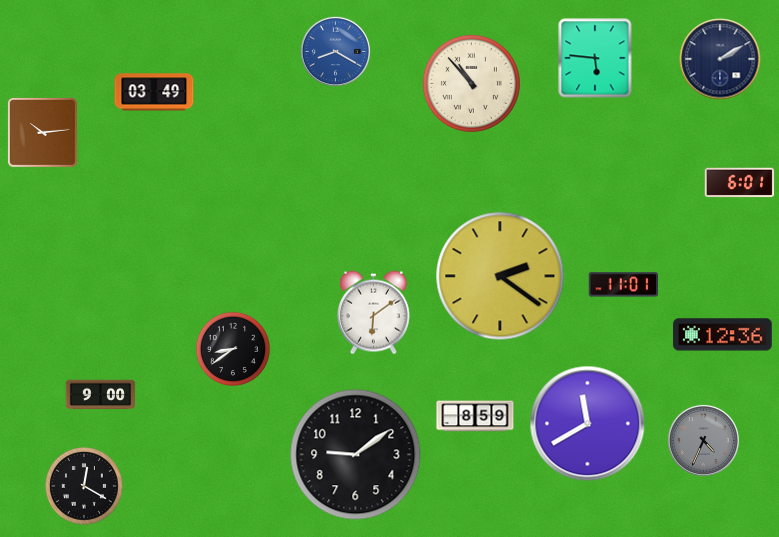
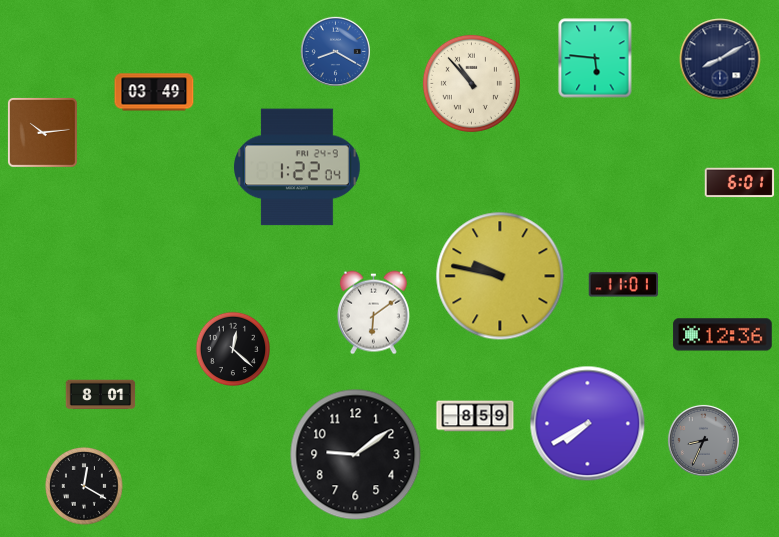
clock at (720, 59): 2:10 -> 8:10
clock at (298, 167): none -> 1:22
clock at (500, 276): 2:21 -> 9:47
clock at (232, 348): 8:39 -> 12:22
clock at (101, 395): 9:00 -> 8:01
clock at (588, 424): 11:40 -> 7:40
clock at (703, 440): 4:34 -> 8:34
